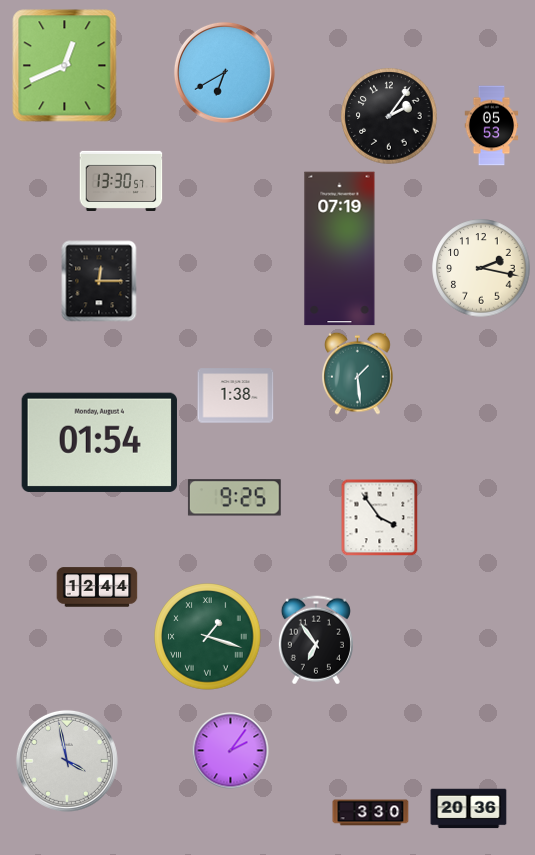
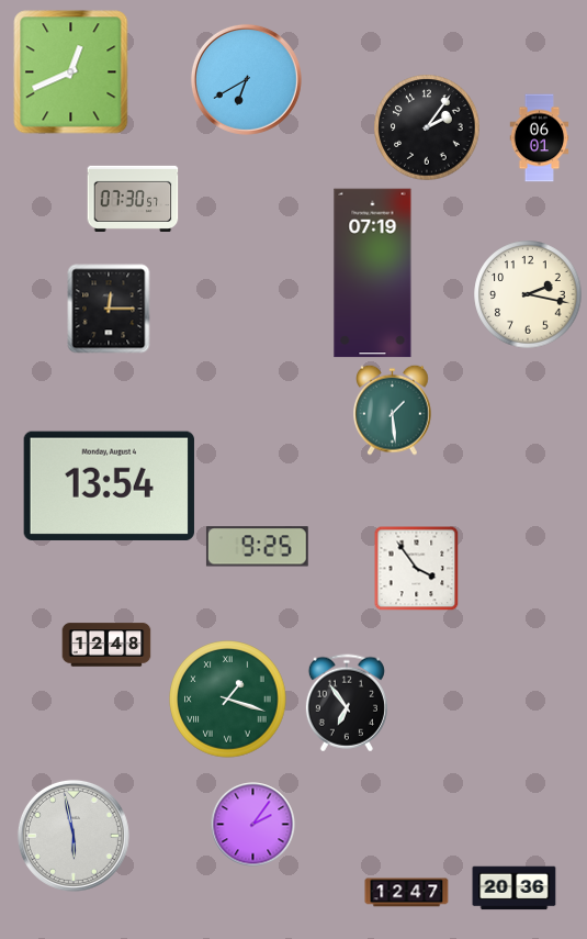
clock at (492, 126): 05:53 -> 06:01
clock at (121, 180): 13:30 -> 07:30
clock at (236, 396): 1:38 -> none
clock at (99, 442): 01:54 -> 13:54
clock at (97, 587): 12:44 -> 12:48
clock at (67, 761): 3:58 -> 5:58
clock at (371, 813): 3:30 -> 12:47
